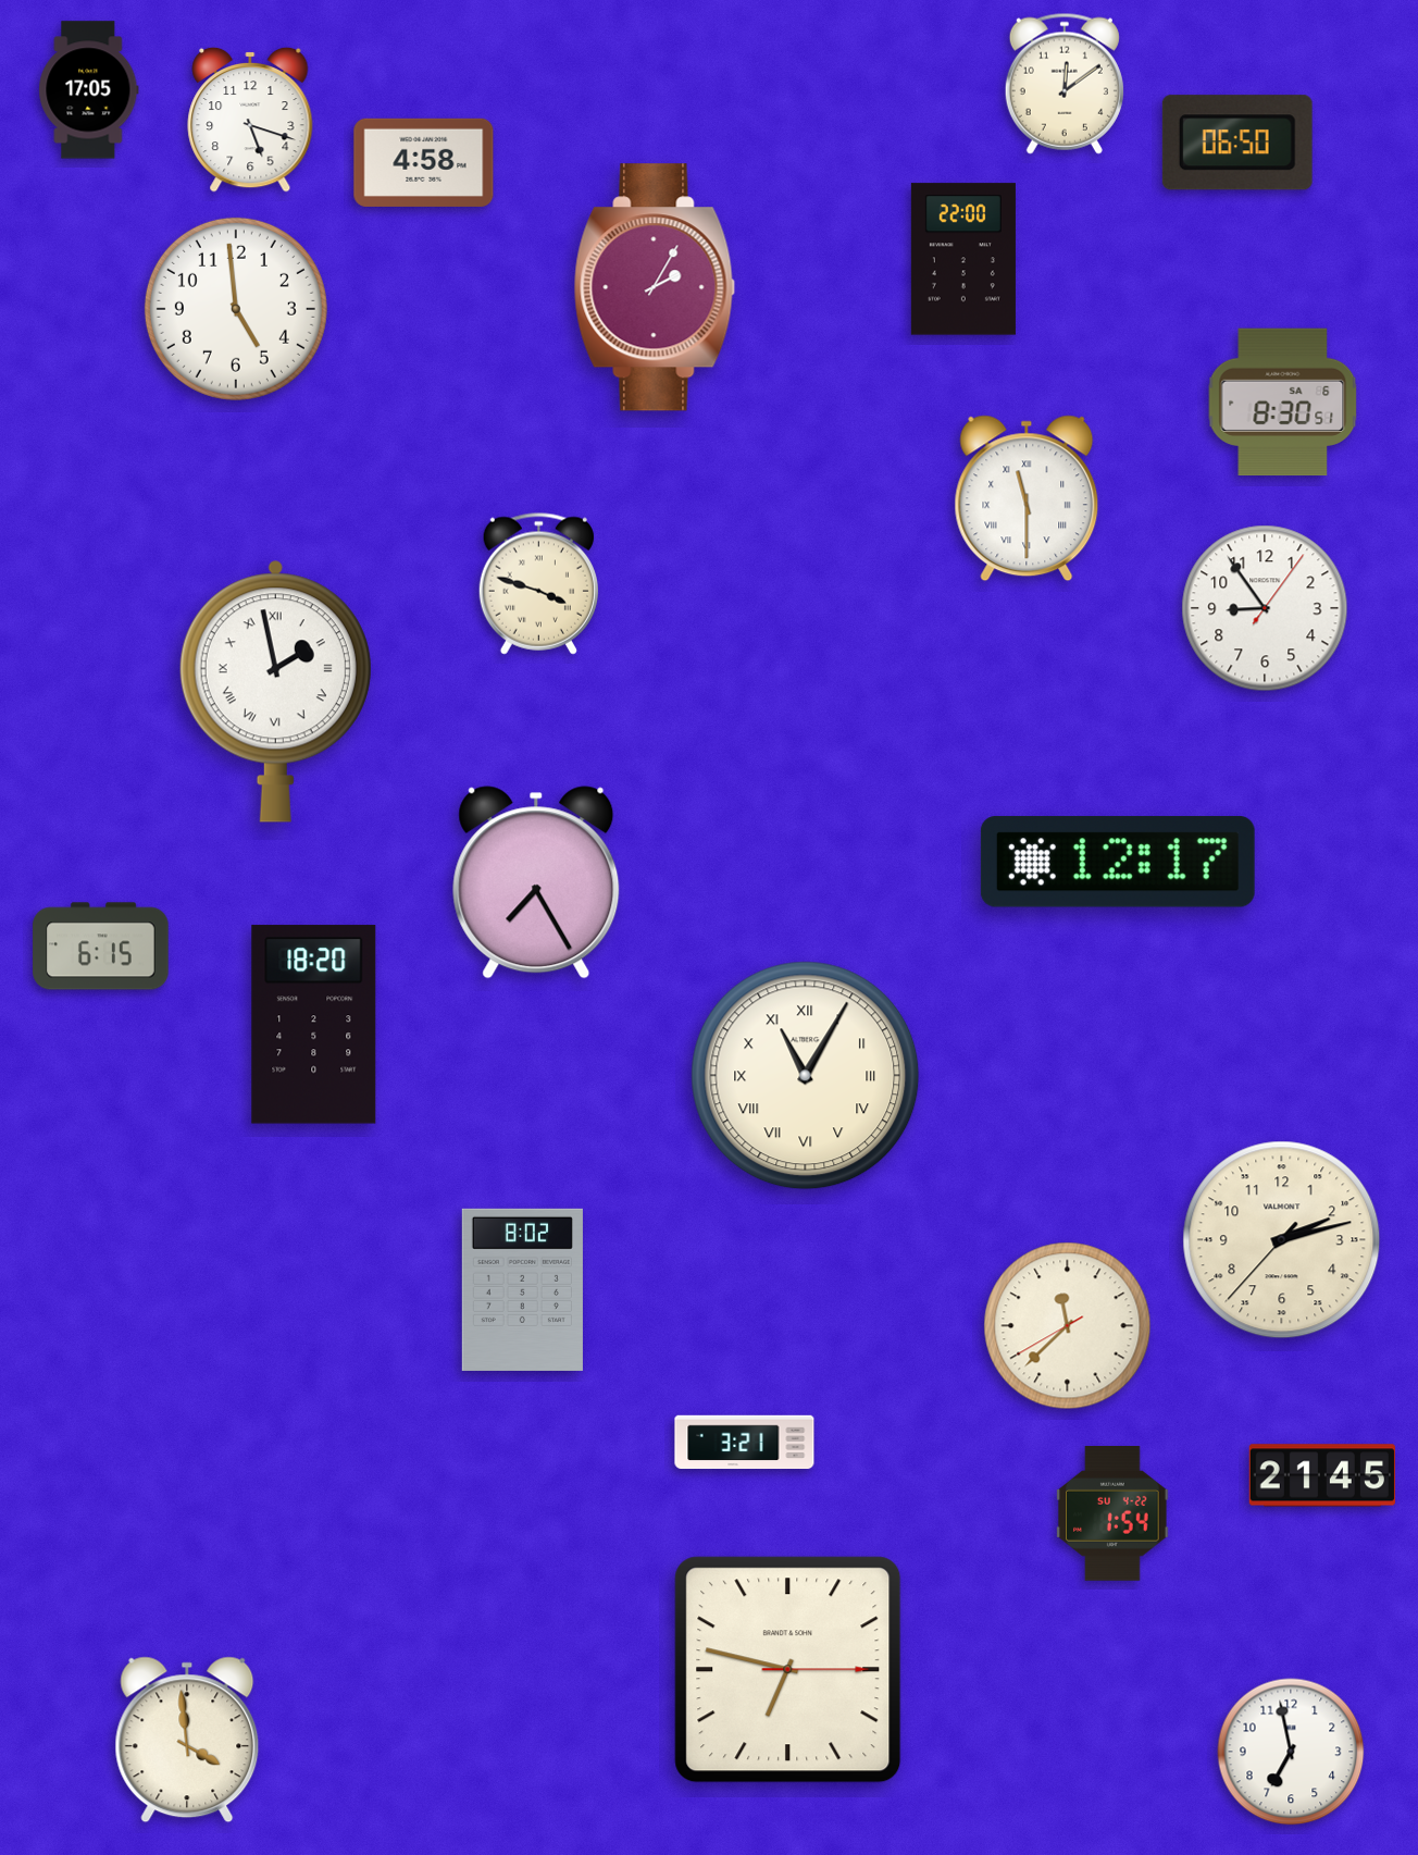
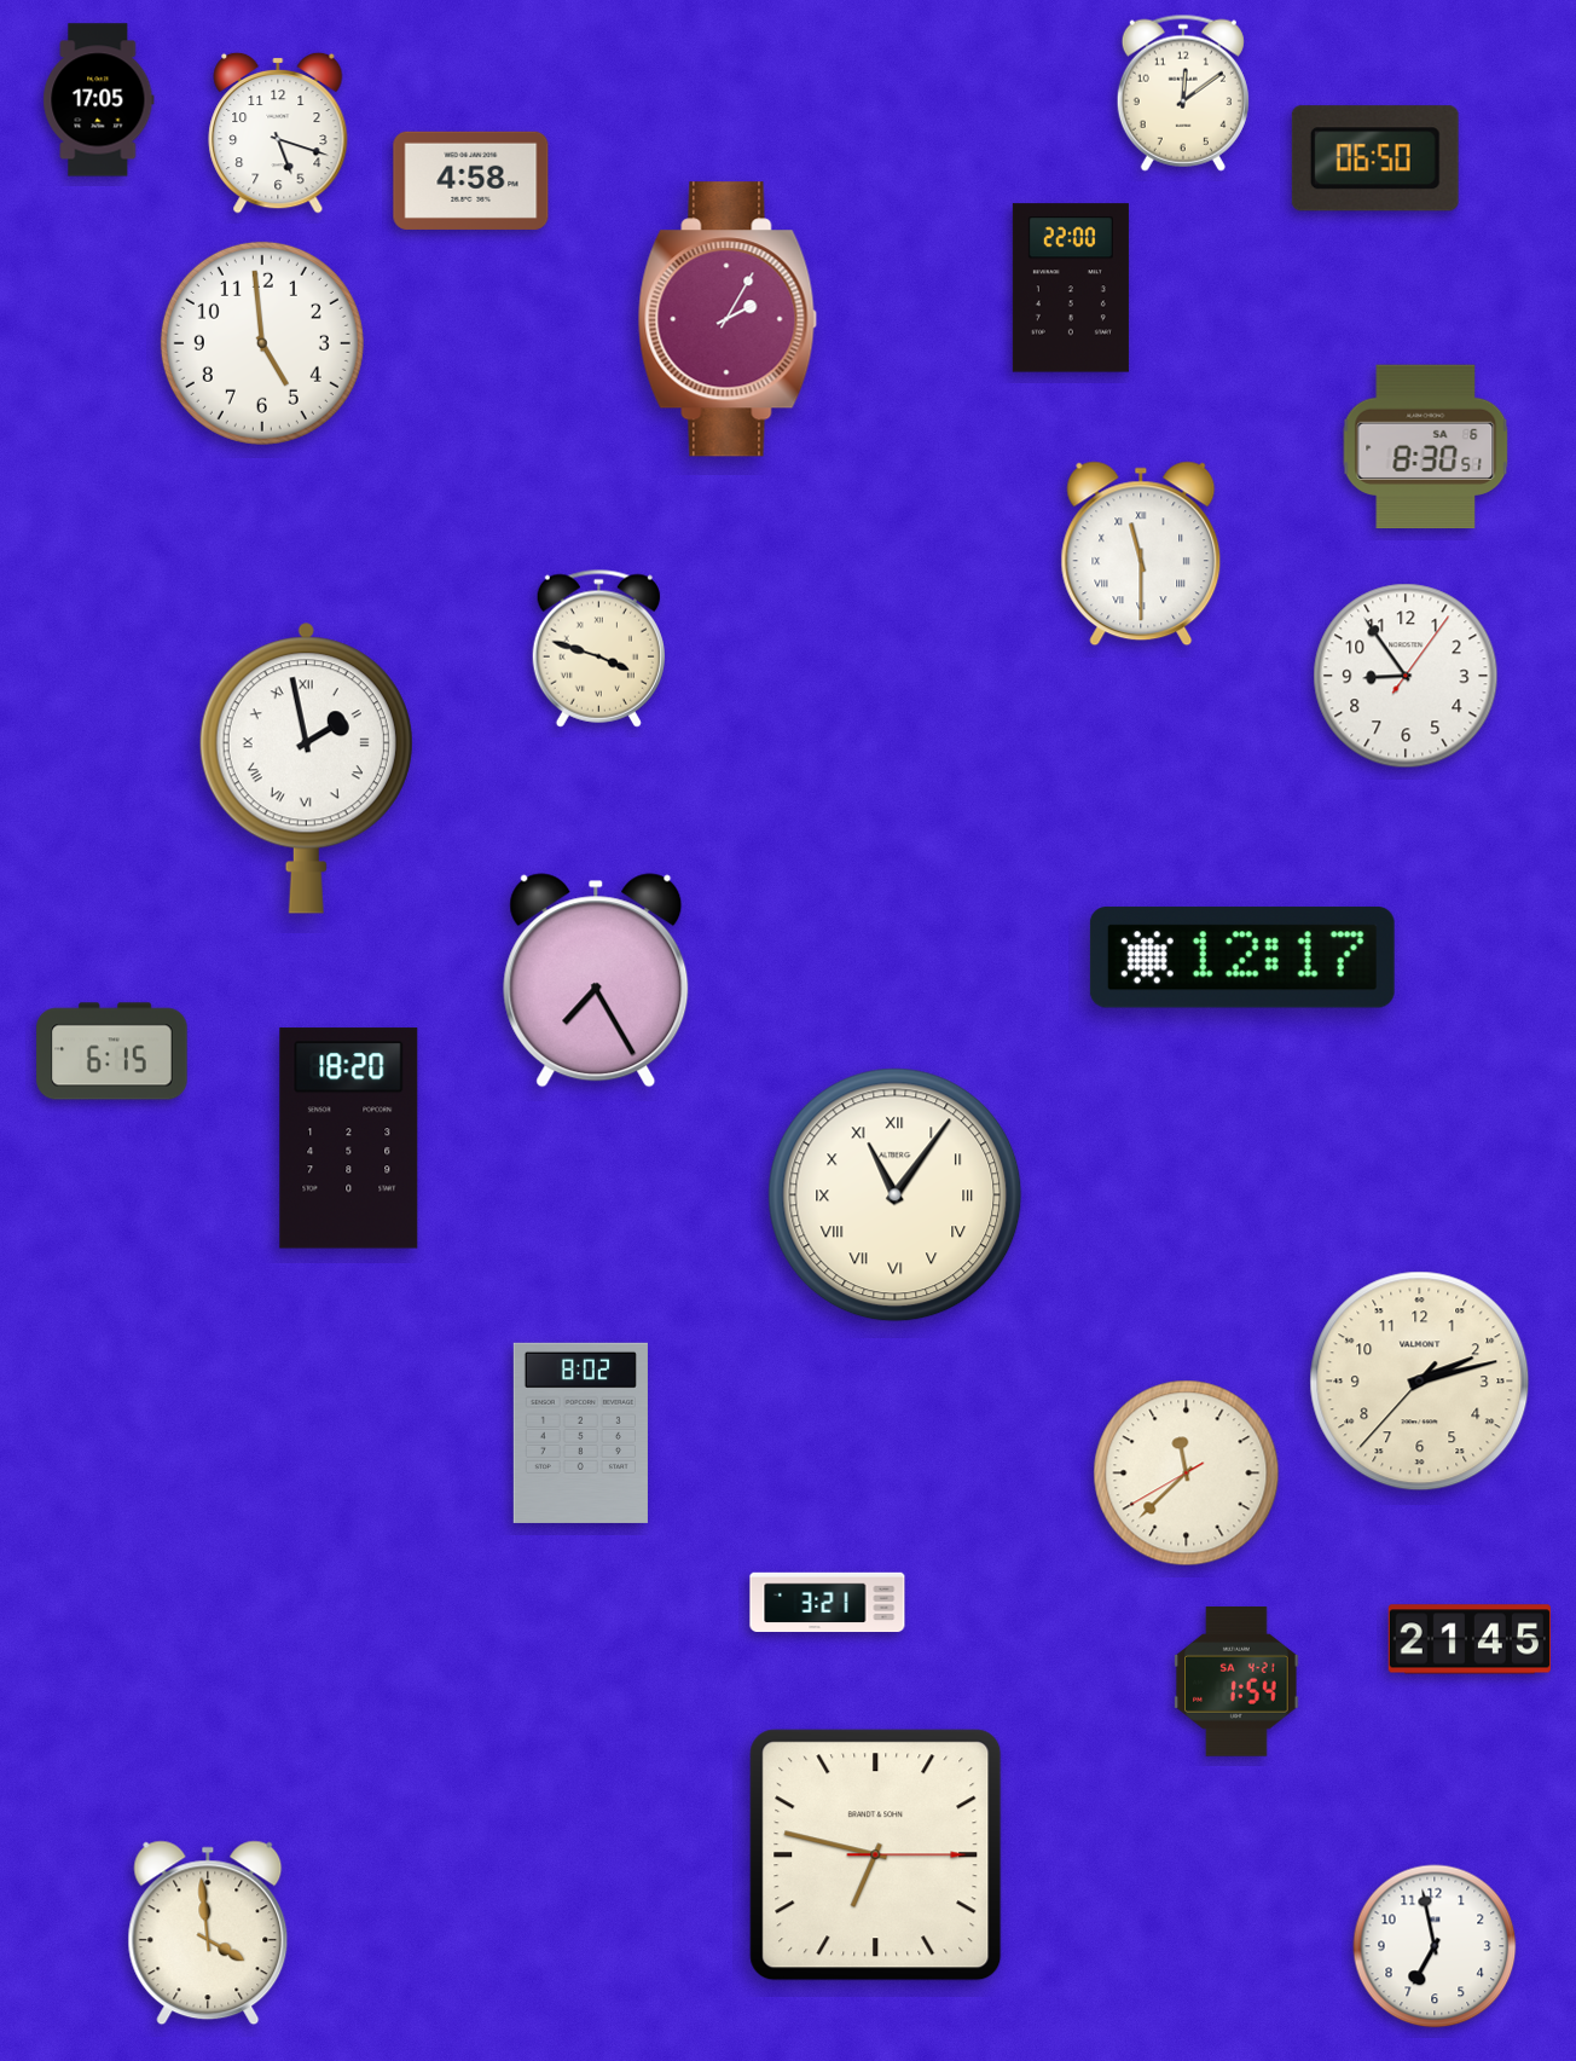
clock at (806, 1076): 11:05 -> 11:06
clock at (1282, 1240) position: (1282, 1240) -> (1420, 1382)
clock at (1112, 1514) date: SU 4-22 -> SA 4-21
